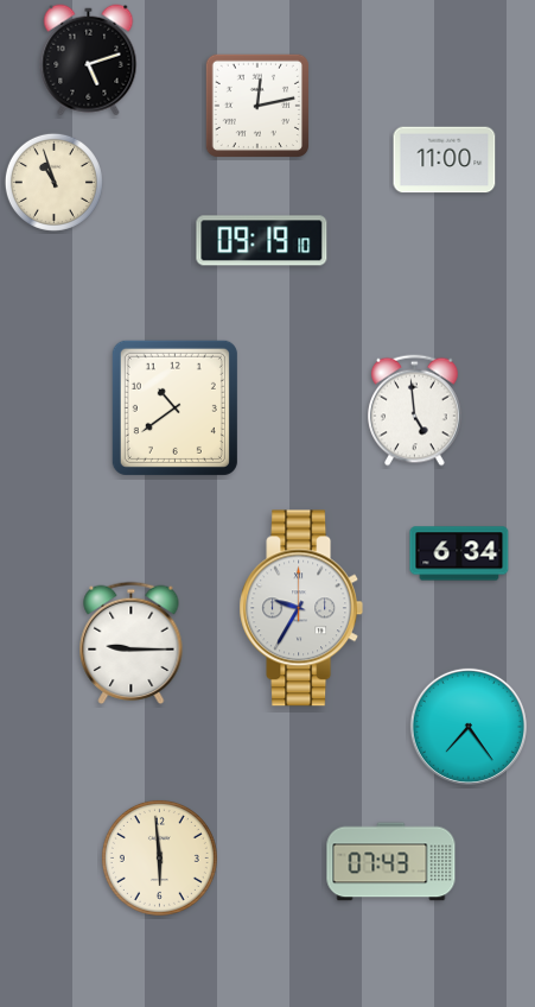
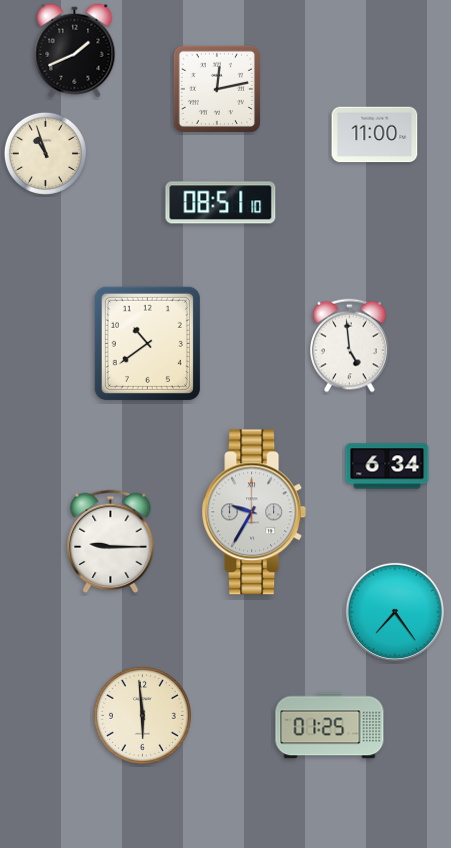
clock at (89, 61): 5:12 -> 1:41
clock at (262, 241): 09:19 -> 08:51
clock at (159, 857) position: (159, 857) -> (142, 715)
clock at (391, 862): 07:43 -> 01:25
